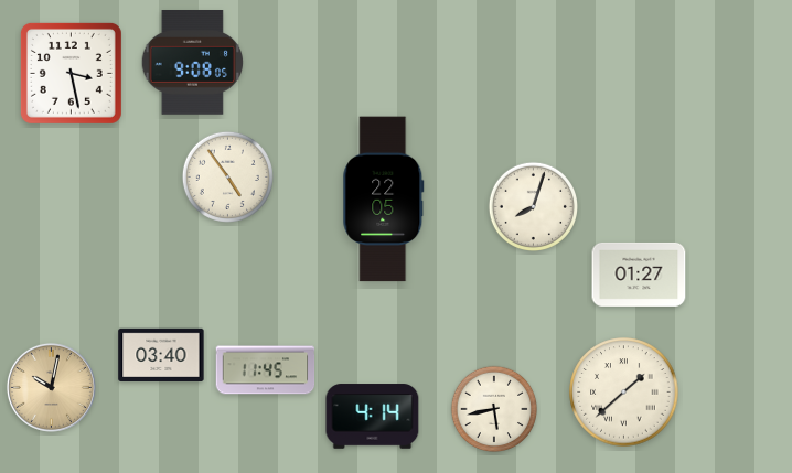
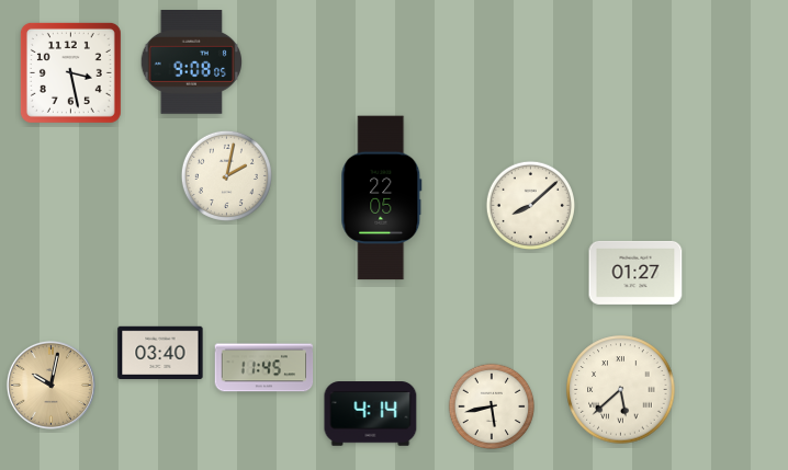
clock at (227, 176): 4:54 -> 2:02
clock at (533, 206): 8:03 -> 8:08
clock at (624, 393): 1:38 -> 5:38
